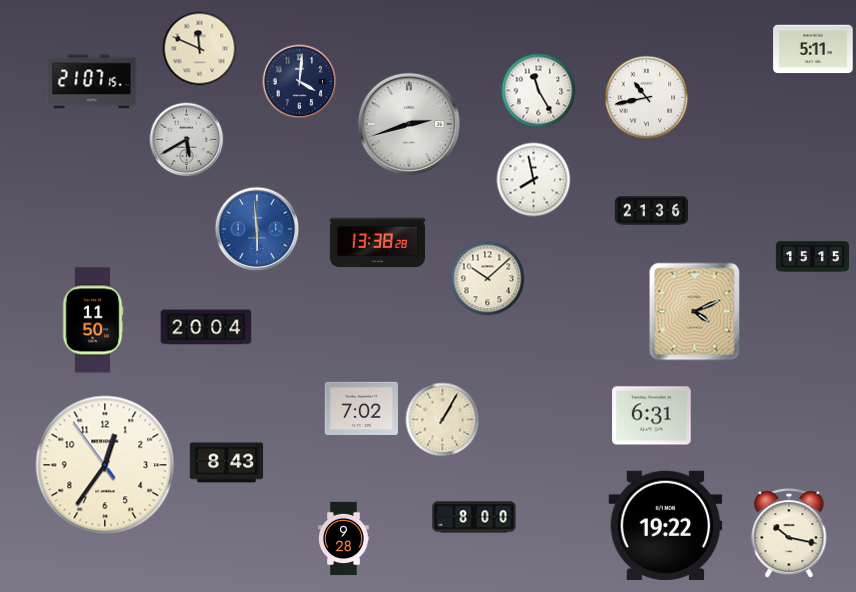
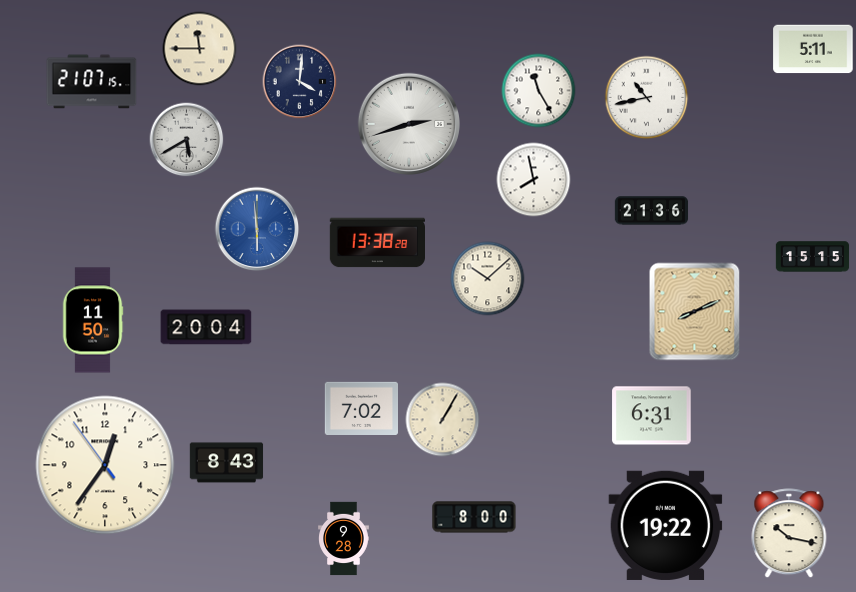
clock at (200, 49): 11:49 -> 11:45
clock at (695, 312): 4:11 -> 8:11
